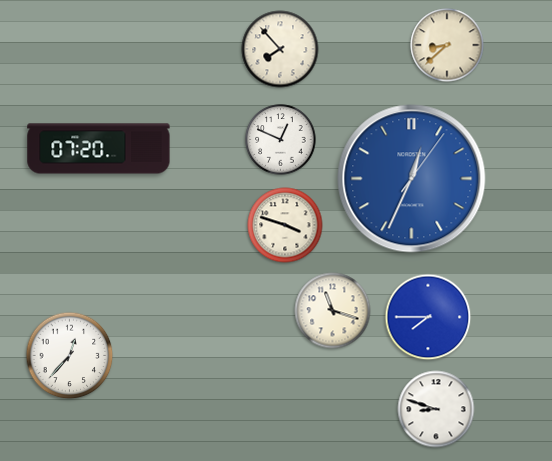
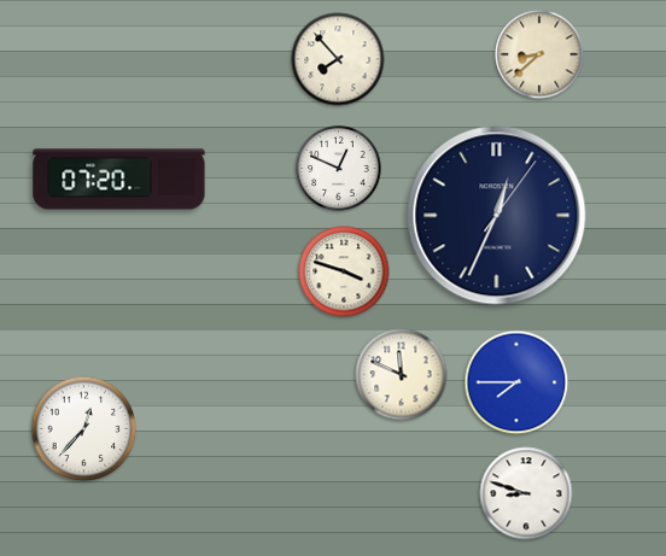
clock at (412, 179) dial: blue -> navy
clock at (333, 311): 11:18 -> 11:49
